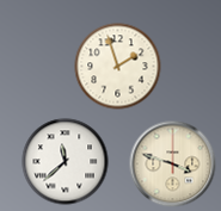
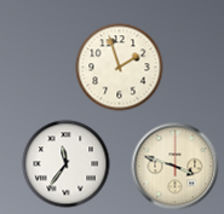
clock at (66, 162): 11:38 -> 11:36
